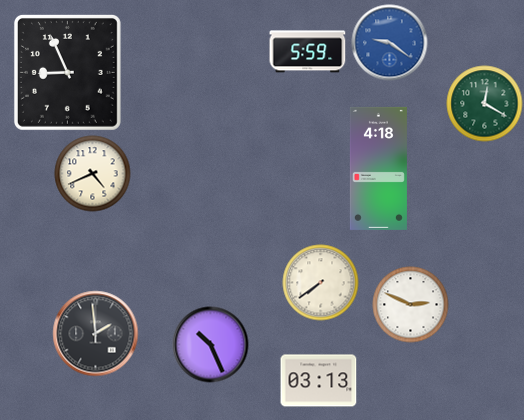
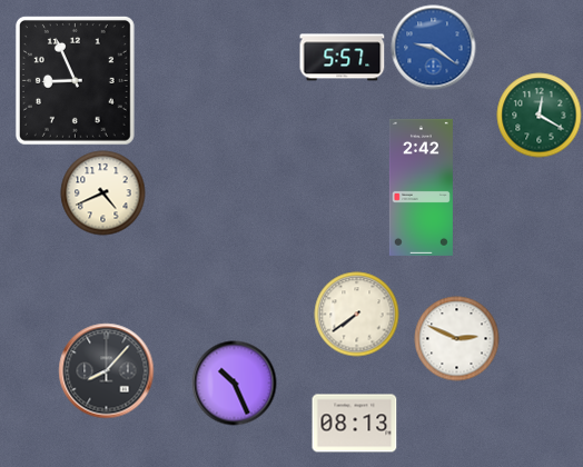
clock at (308, 52): 5:59 -> 5:57
clock at (378, 168): 4:18 -> 2:42
clock at (96, 334): 1:59 -> 8:07
clock at (319, 381): 03:13 -> 08:13
